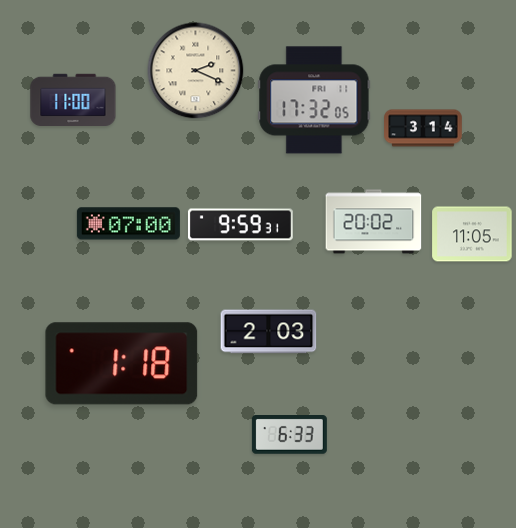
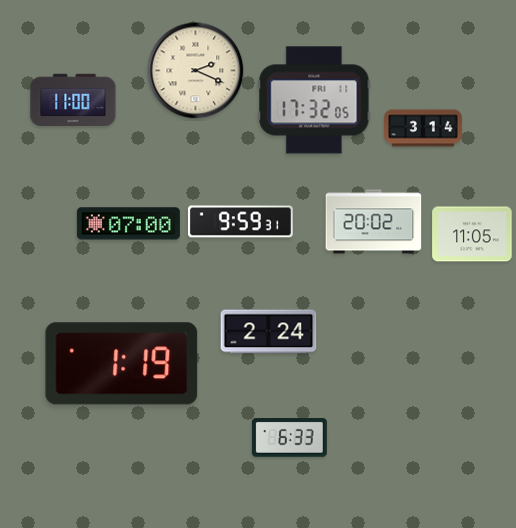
clock at (240, 225) position: (240, 225) -> (240, 222)
clock at (269, 332): 2:03 -> 2:24
clock at (122, 364): 1:18 -> 1:19
clock at (289, 435) position: (289, 435) -> (289, 438)
